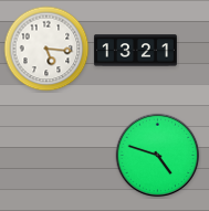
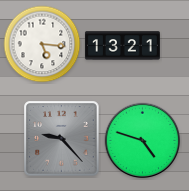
clock at (62, 139): none -> 9:23
